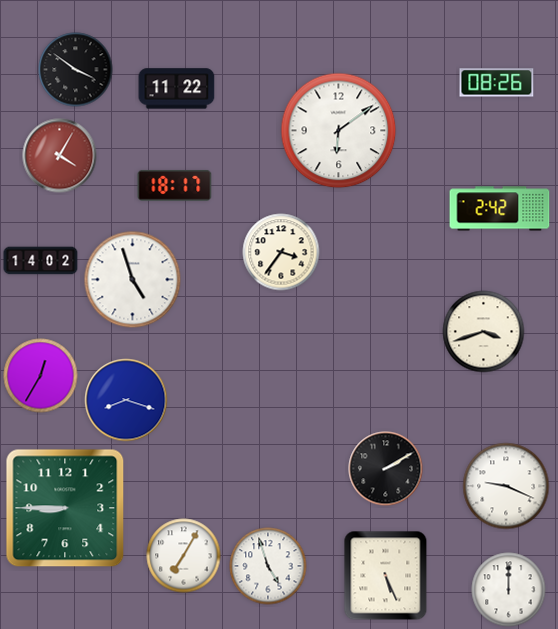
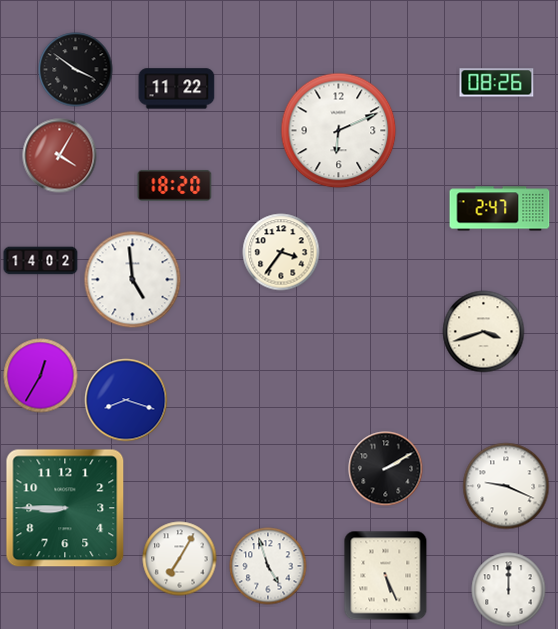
clock at (339, 131): 6:09 -> 6:11
clock at (175, 185): 18:17 -> 18:20
clock at (500, 209): 2:42 -> 2:47
clock at (133, 280): 4:57 -> 4:59
clock at (184, 556) position: (184, 556) -> (180, 559)
